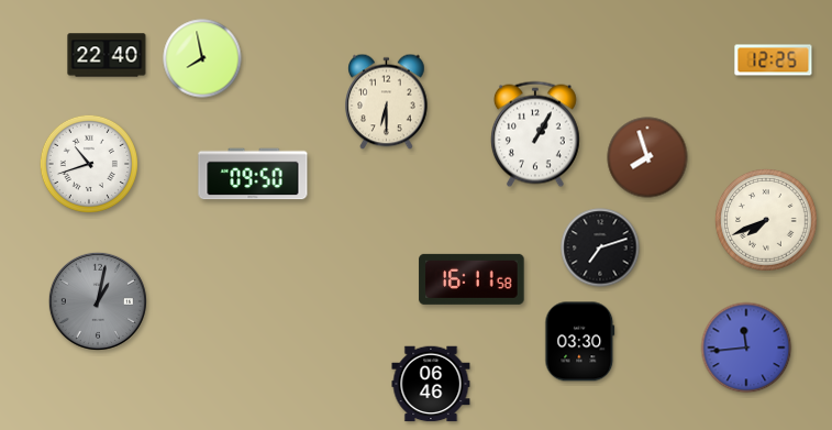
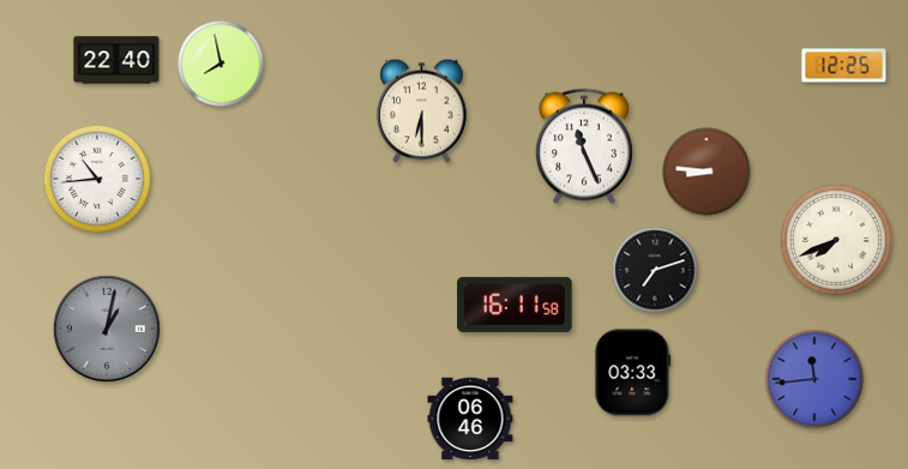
clock at (535, 134): 1:05 -> 11:26
clock at (647, 157): 7:57 -> 8:46
clock at (89, 164): 10:42 -> 10:44
clock at (253, 174): 09:50 -> none
clock at (580, 342): 03:30 -> 03:33
